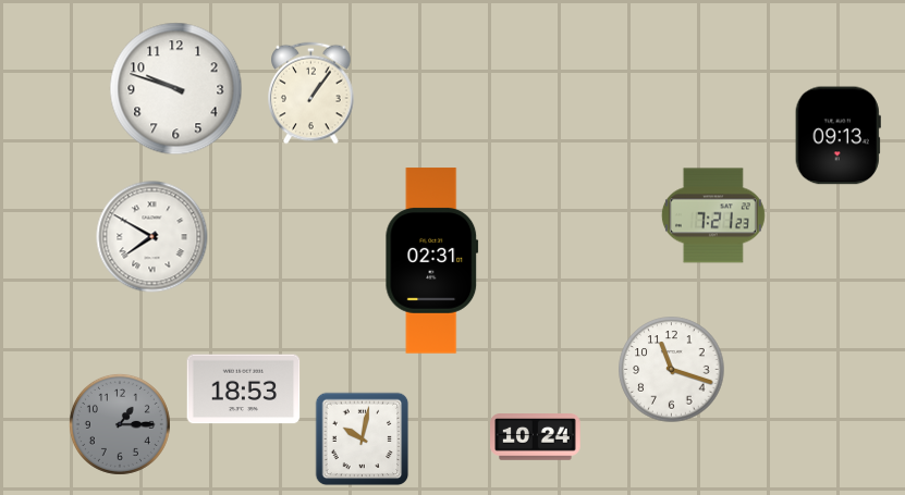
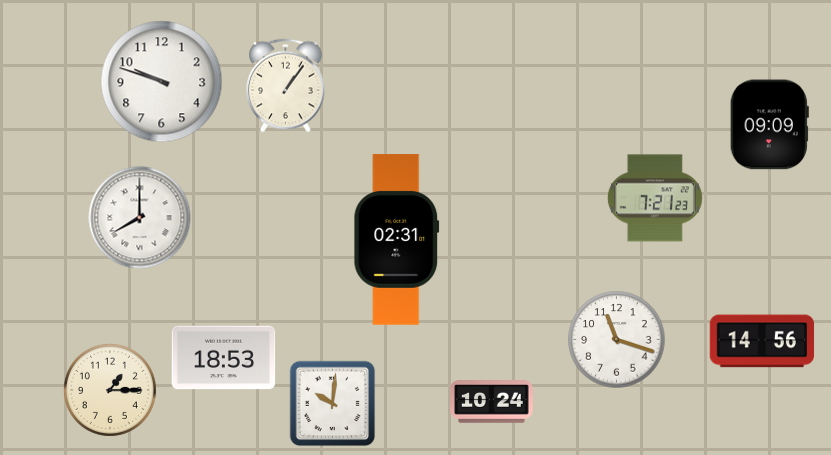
clock at (837, 136): 09:13 -> 09:09
clock at (152, 237): 7:50 -> 8:00
clock at (762, 341): none -> 14:56
clock at (120, 424) dial: grey -> cream
clock at (363, 440): 10:02 -> 10:01
